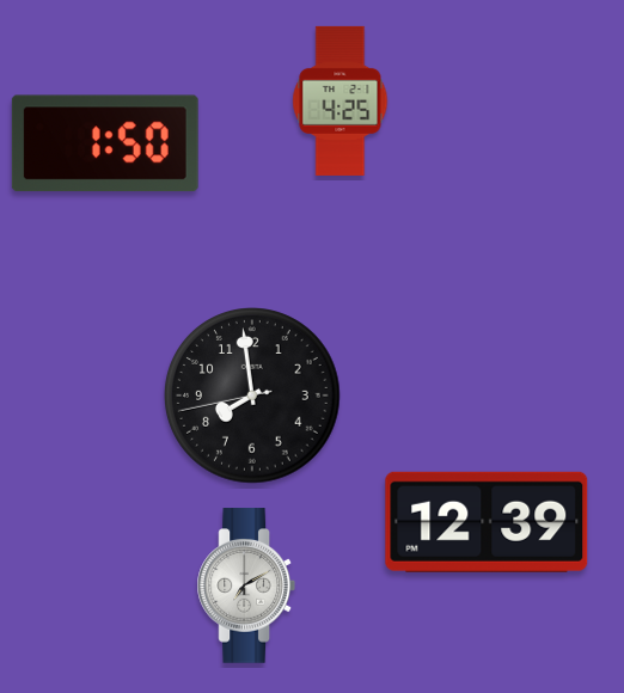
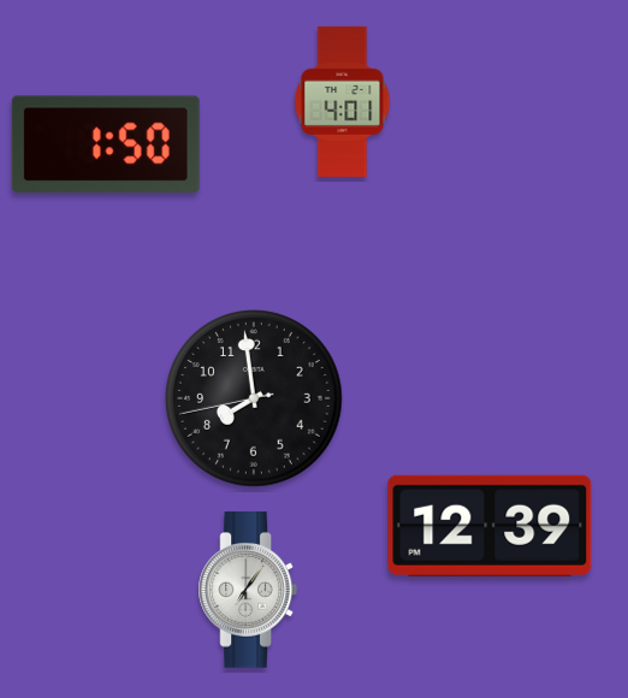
clock at (341, 100): 4:25 -> 4:01
clock at (245, 585): 7:10 -> 7:06
